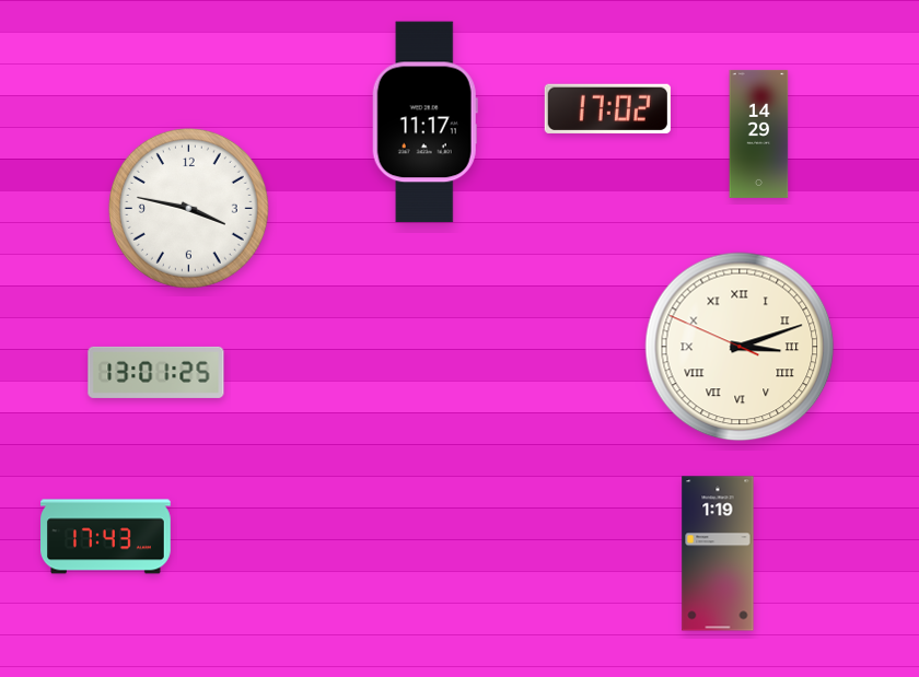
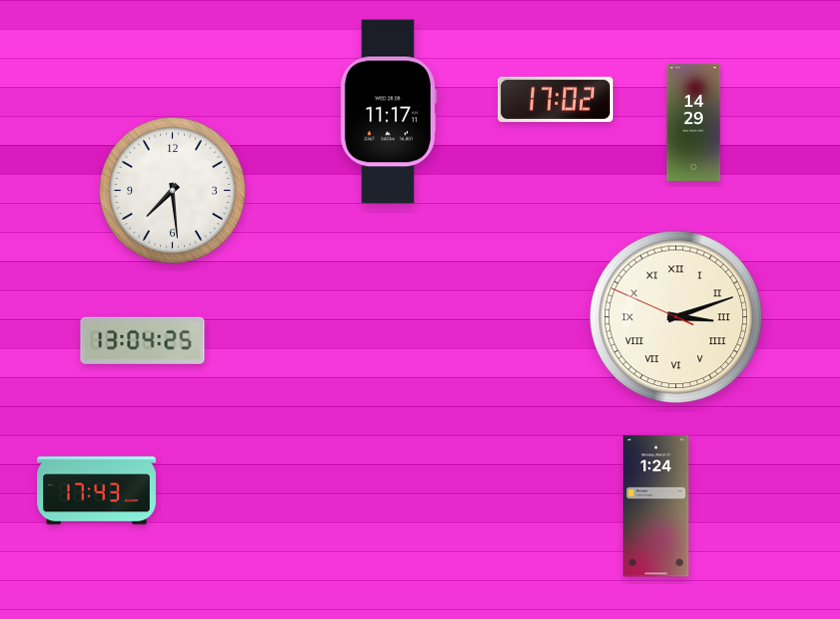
clock at (188, 208): 3:47 -> 7:29
clock at (156, 372): 13:01 -> 13:04
clock at (718, 553): 1:19 -> 1:24
